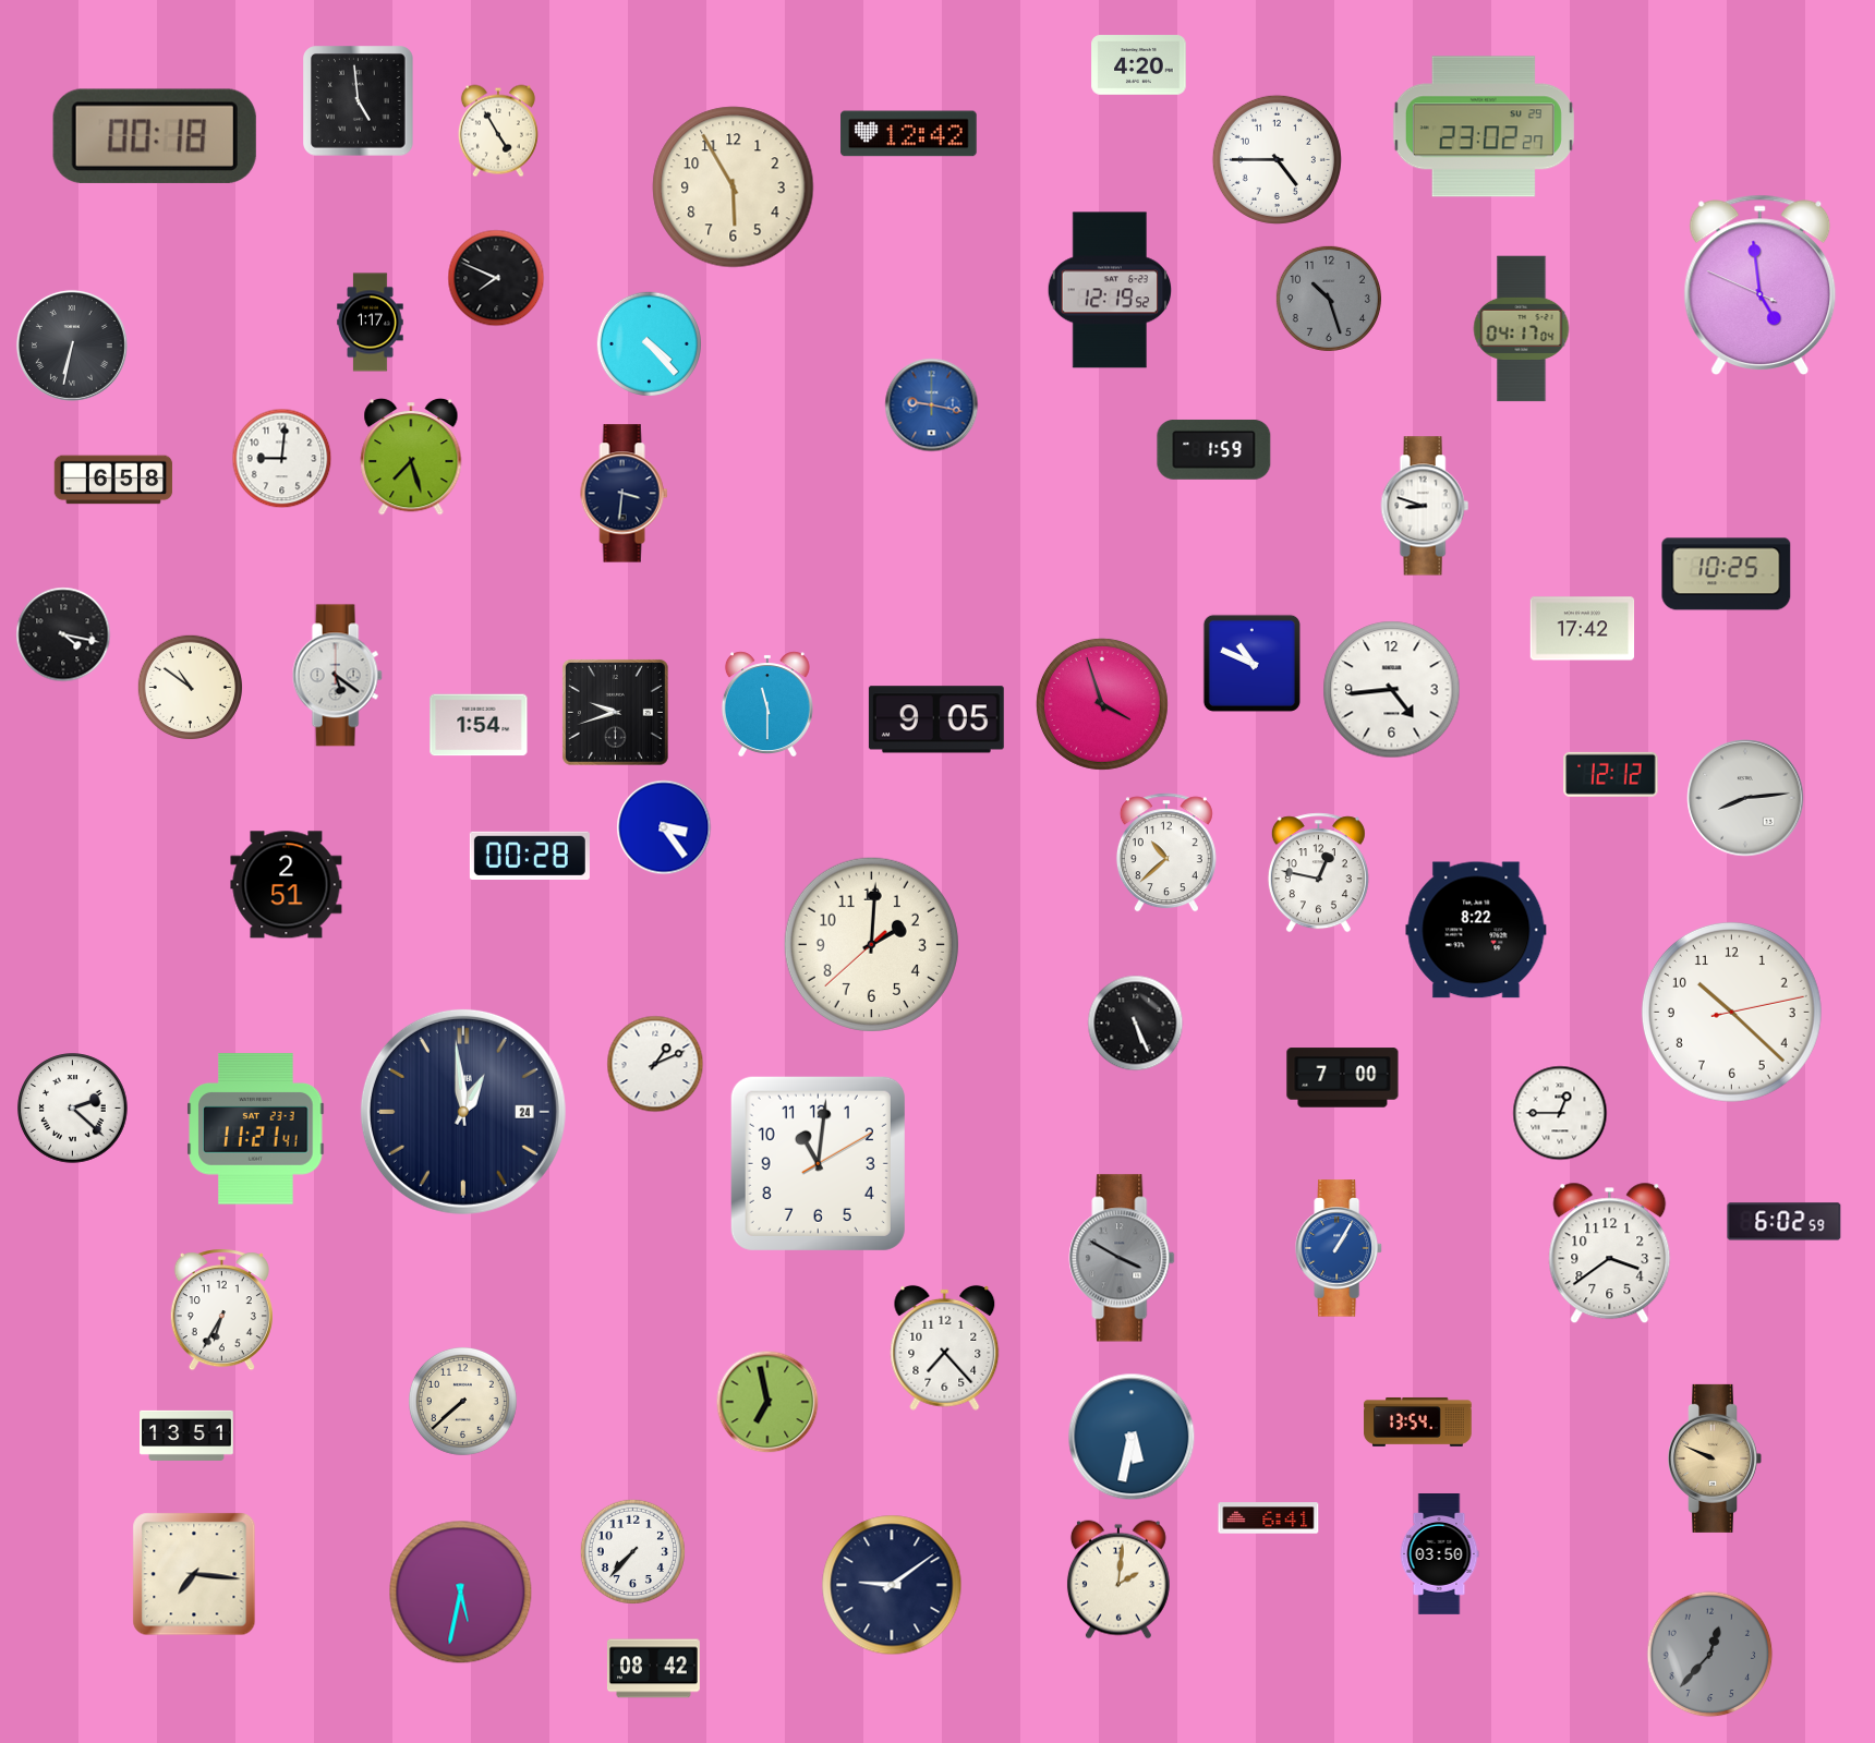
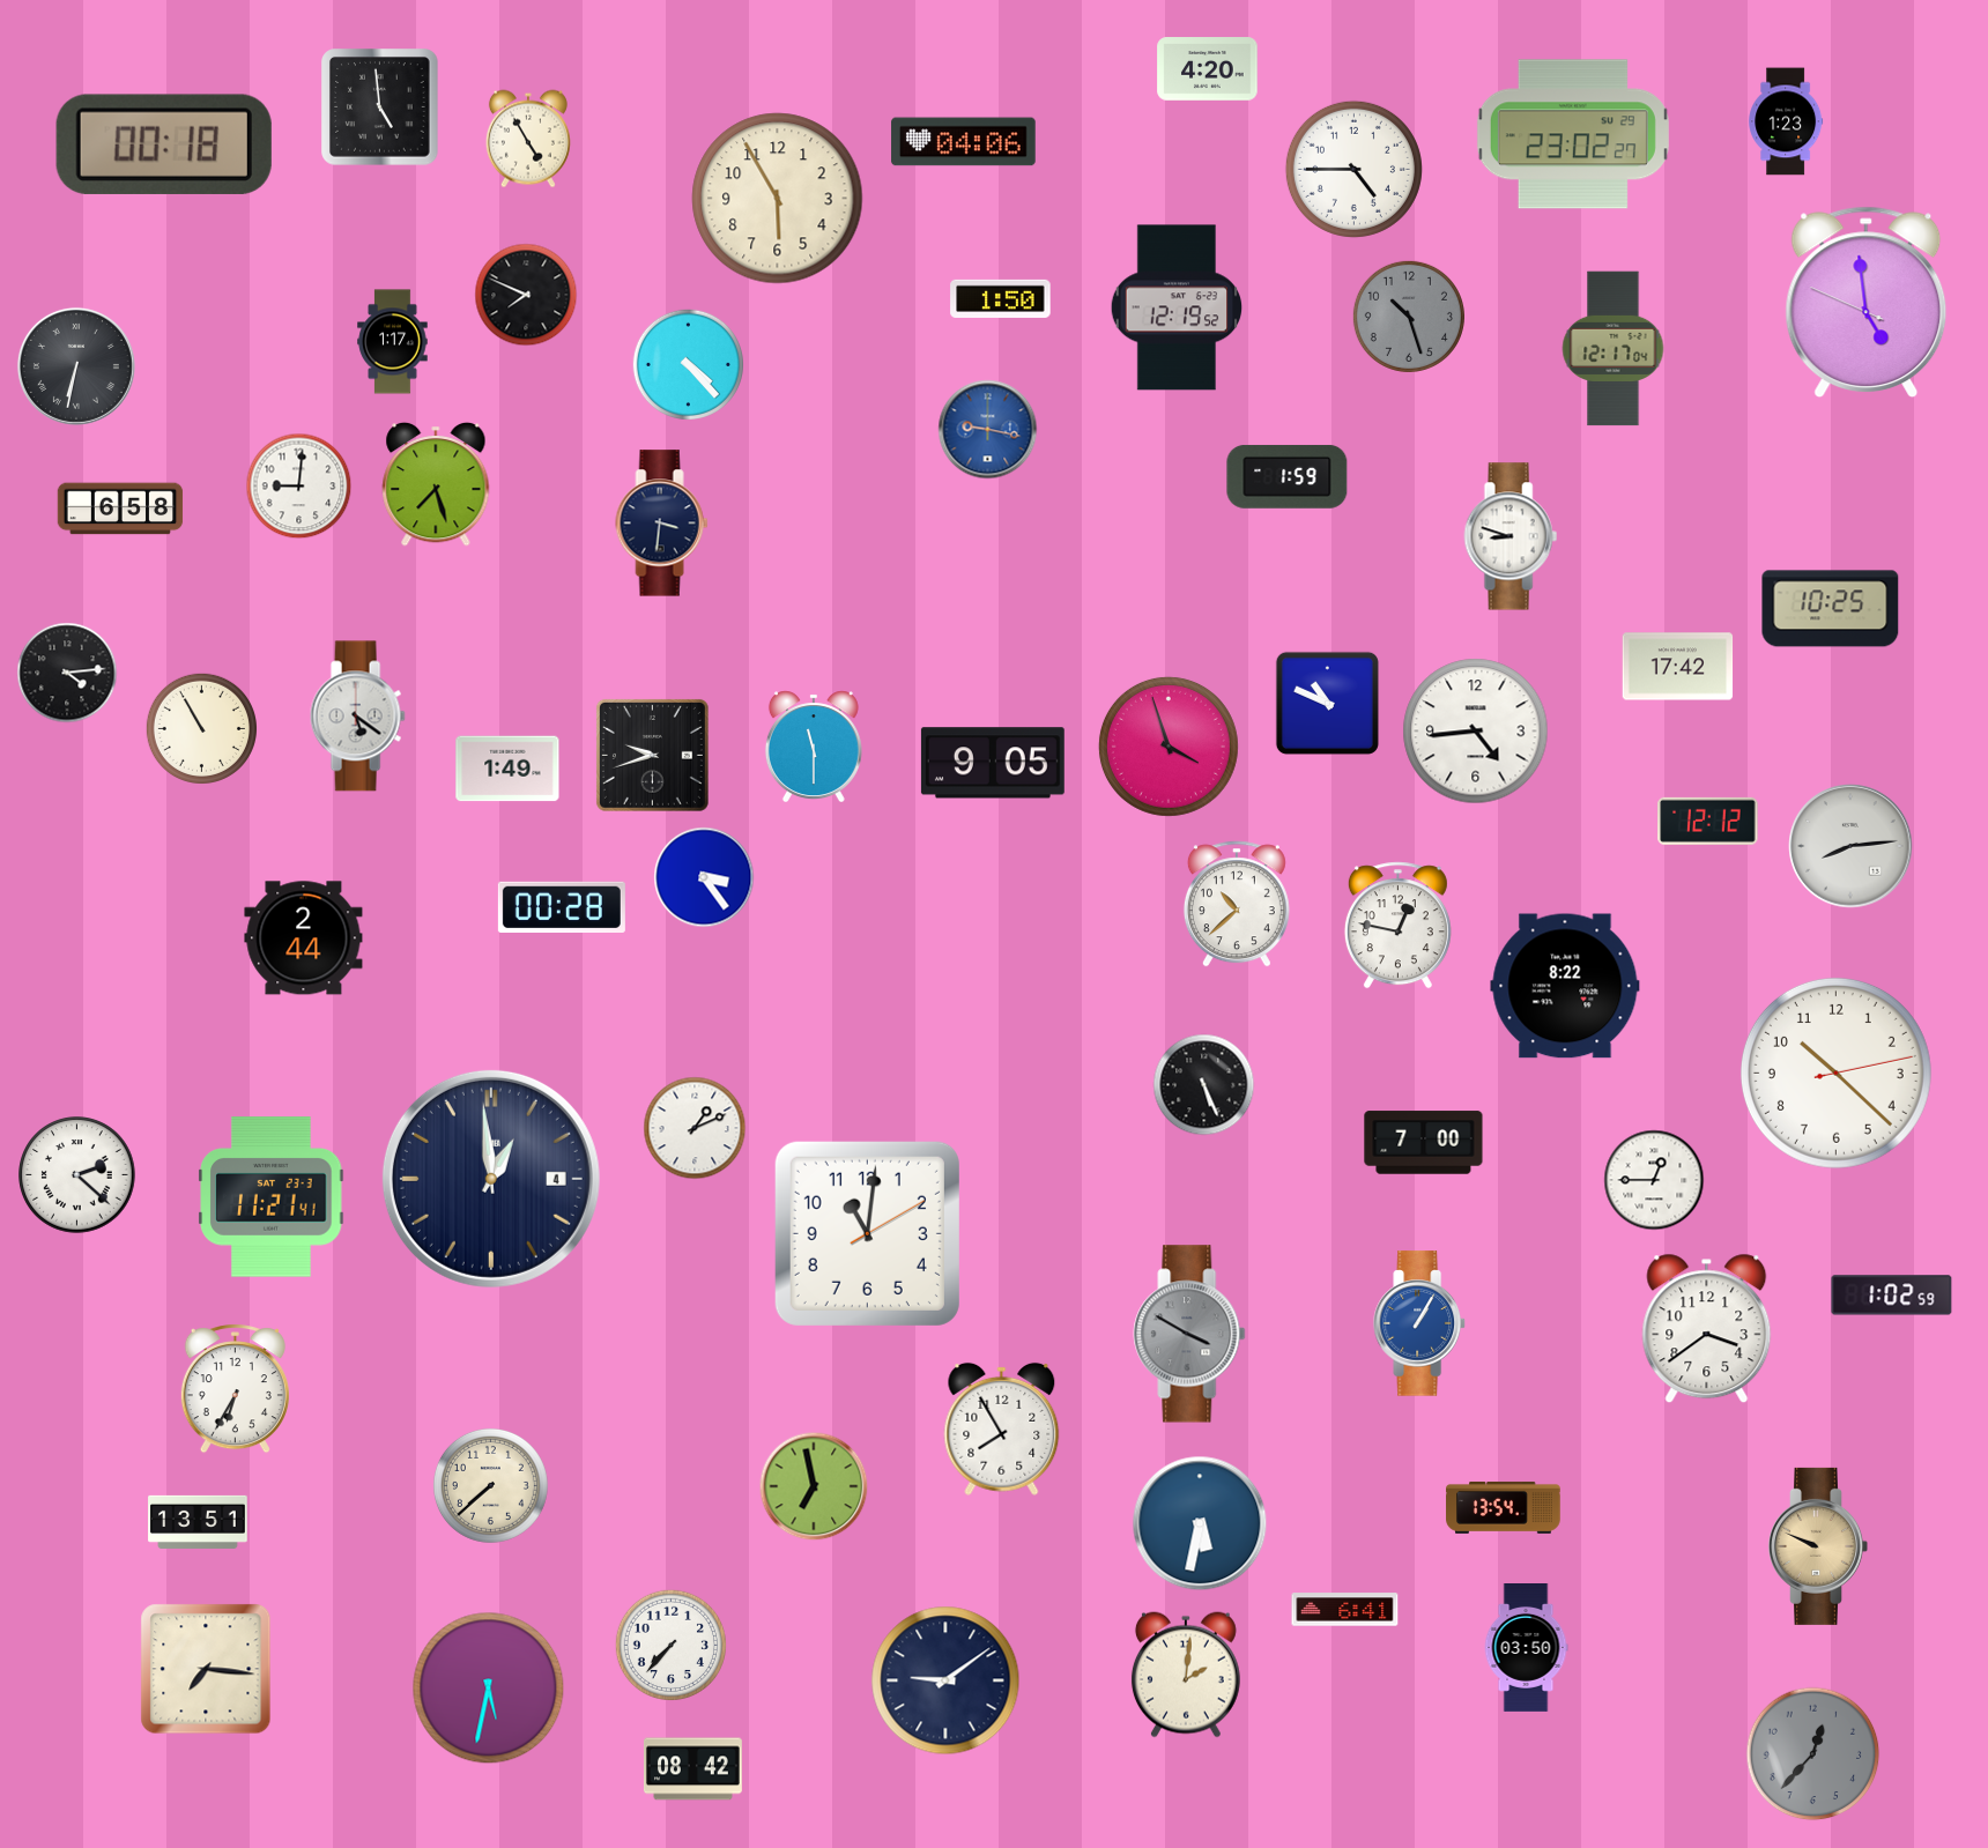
clock at (1786, 121): none -> 1:23
clock at (909, 134): 12:42 -> 04:06
clock at (1001, 298): none -> 1:50
clock at (1522, 329): 04:17 -> 12:17
clock at (63, 634): 4:17 -> 4:14
clock at (190, 687): 10:51 -> 10:55
clock at (479, 725): 1:54 -> 1:49
clock at (287, 885): 2:51 -> 2:44
clock at (871, 944): 2:00 -> none
clock at (463, 1112) date: 24 -> 4
clock at (1785, 1222): 6:02 -> 1:02
clock at (945, 1347): 7:23 -> 7:55
